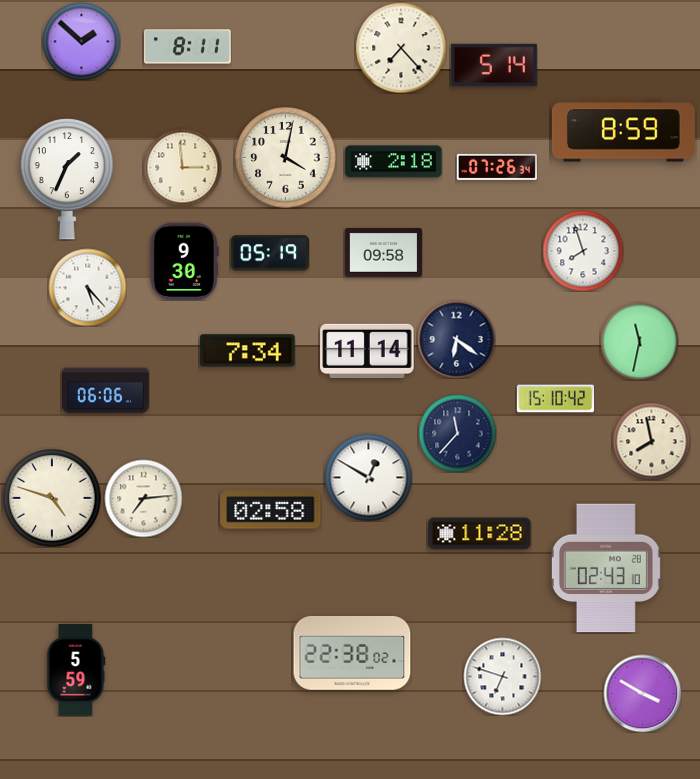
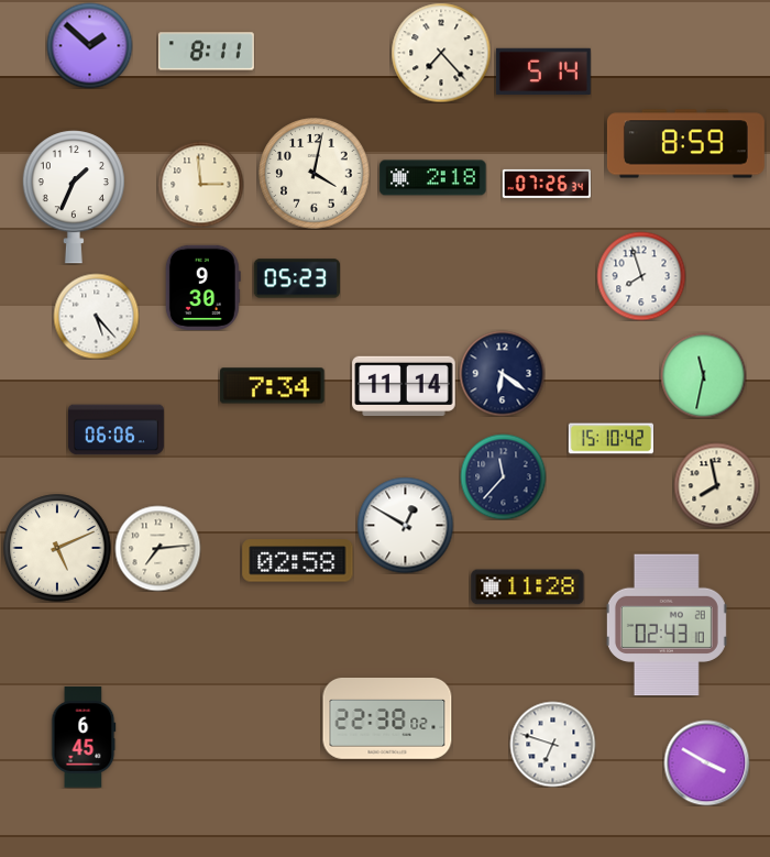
clock at (269, 253): 05:19 -> 05:23
clock at (383, 253): 09:58 -> none
clock at (52, 498): 4:48 -> 5:11
clock at (76, 670): 5:59 -> 6:45
